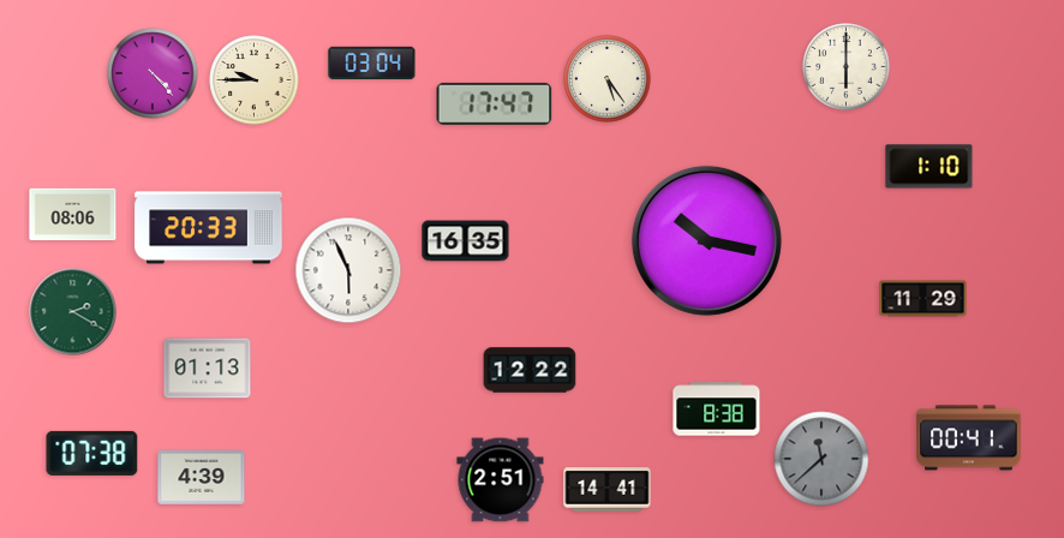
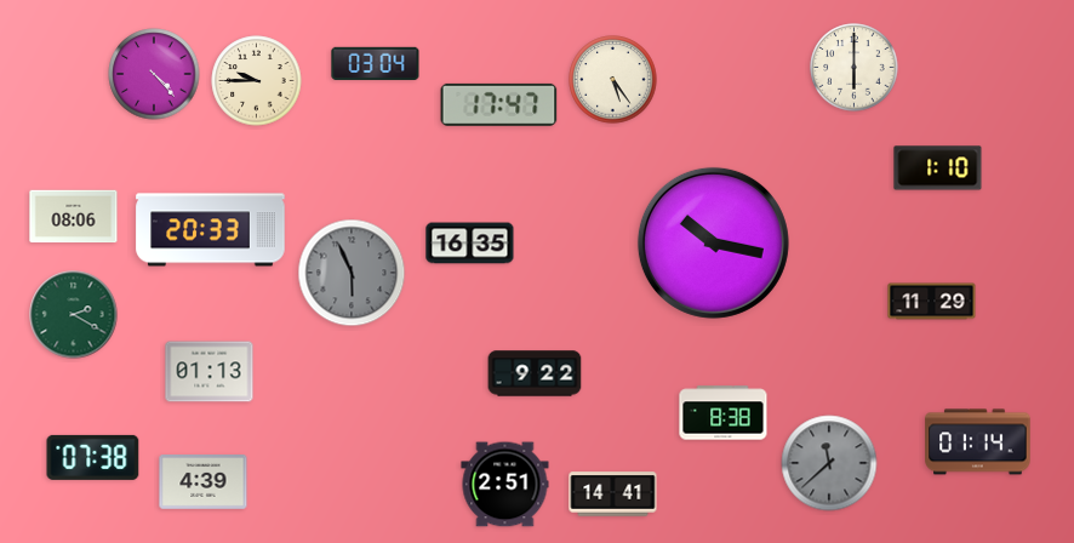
clock at (348, 270) dial: white -> grey
clock at (530, 370): 12:22 -> 9:22
clock at (969, 438): 00:41 -> 01:14
